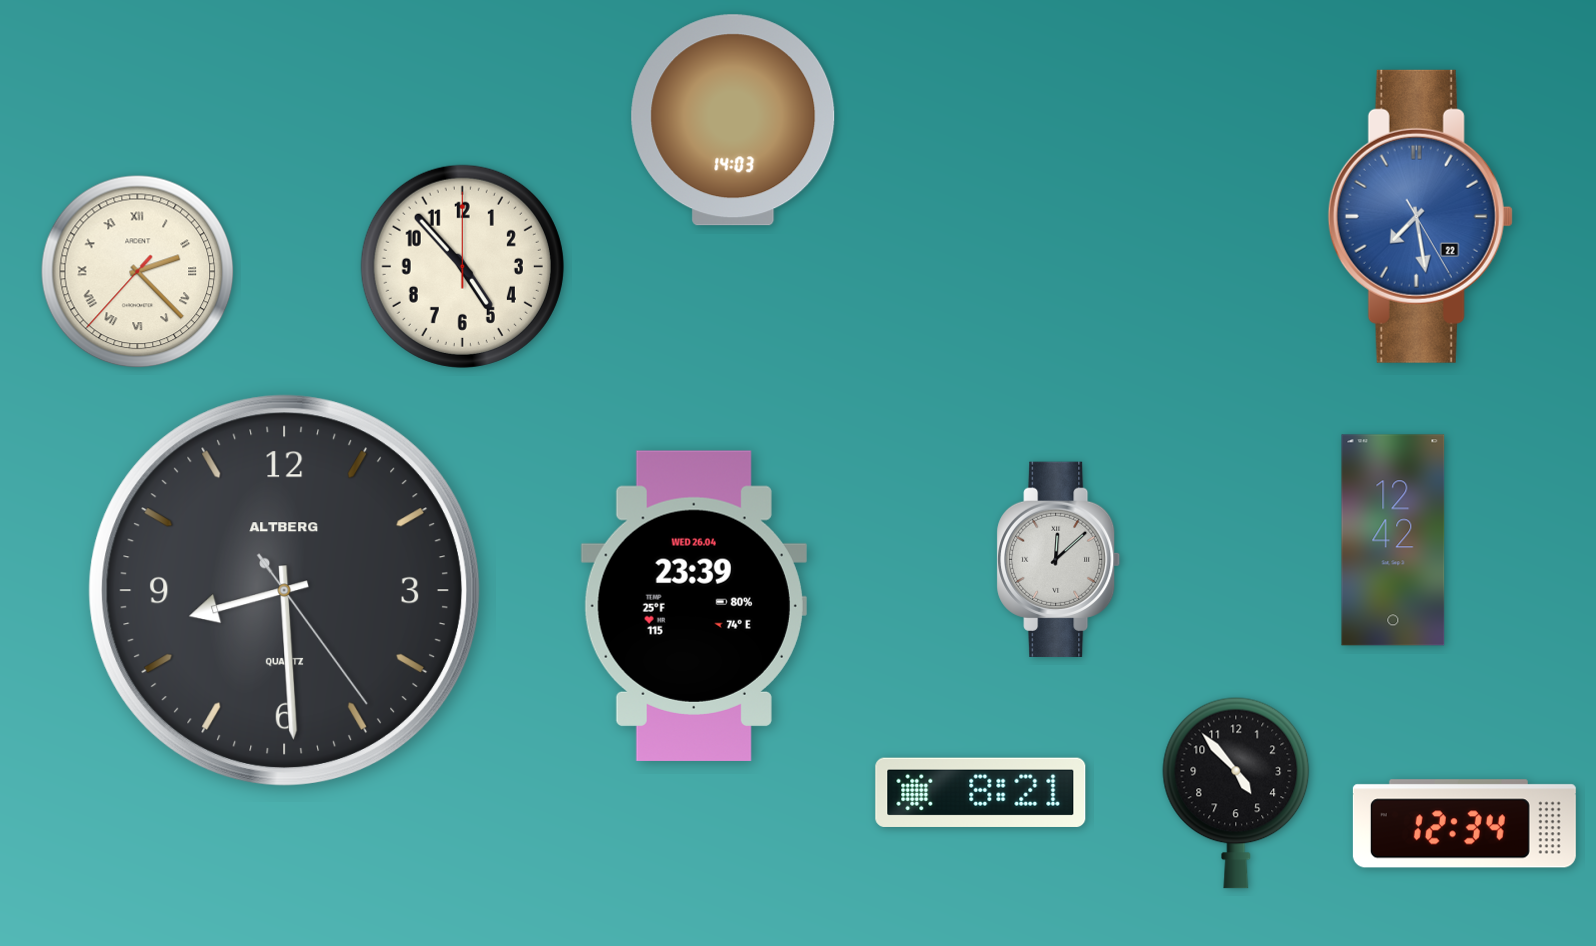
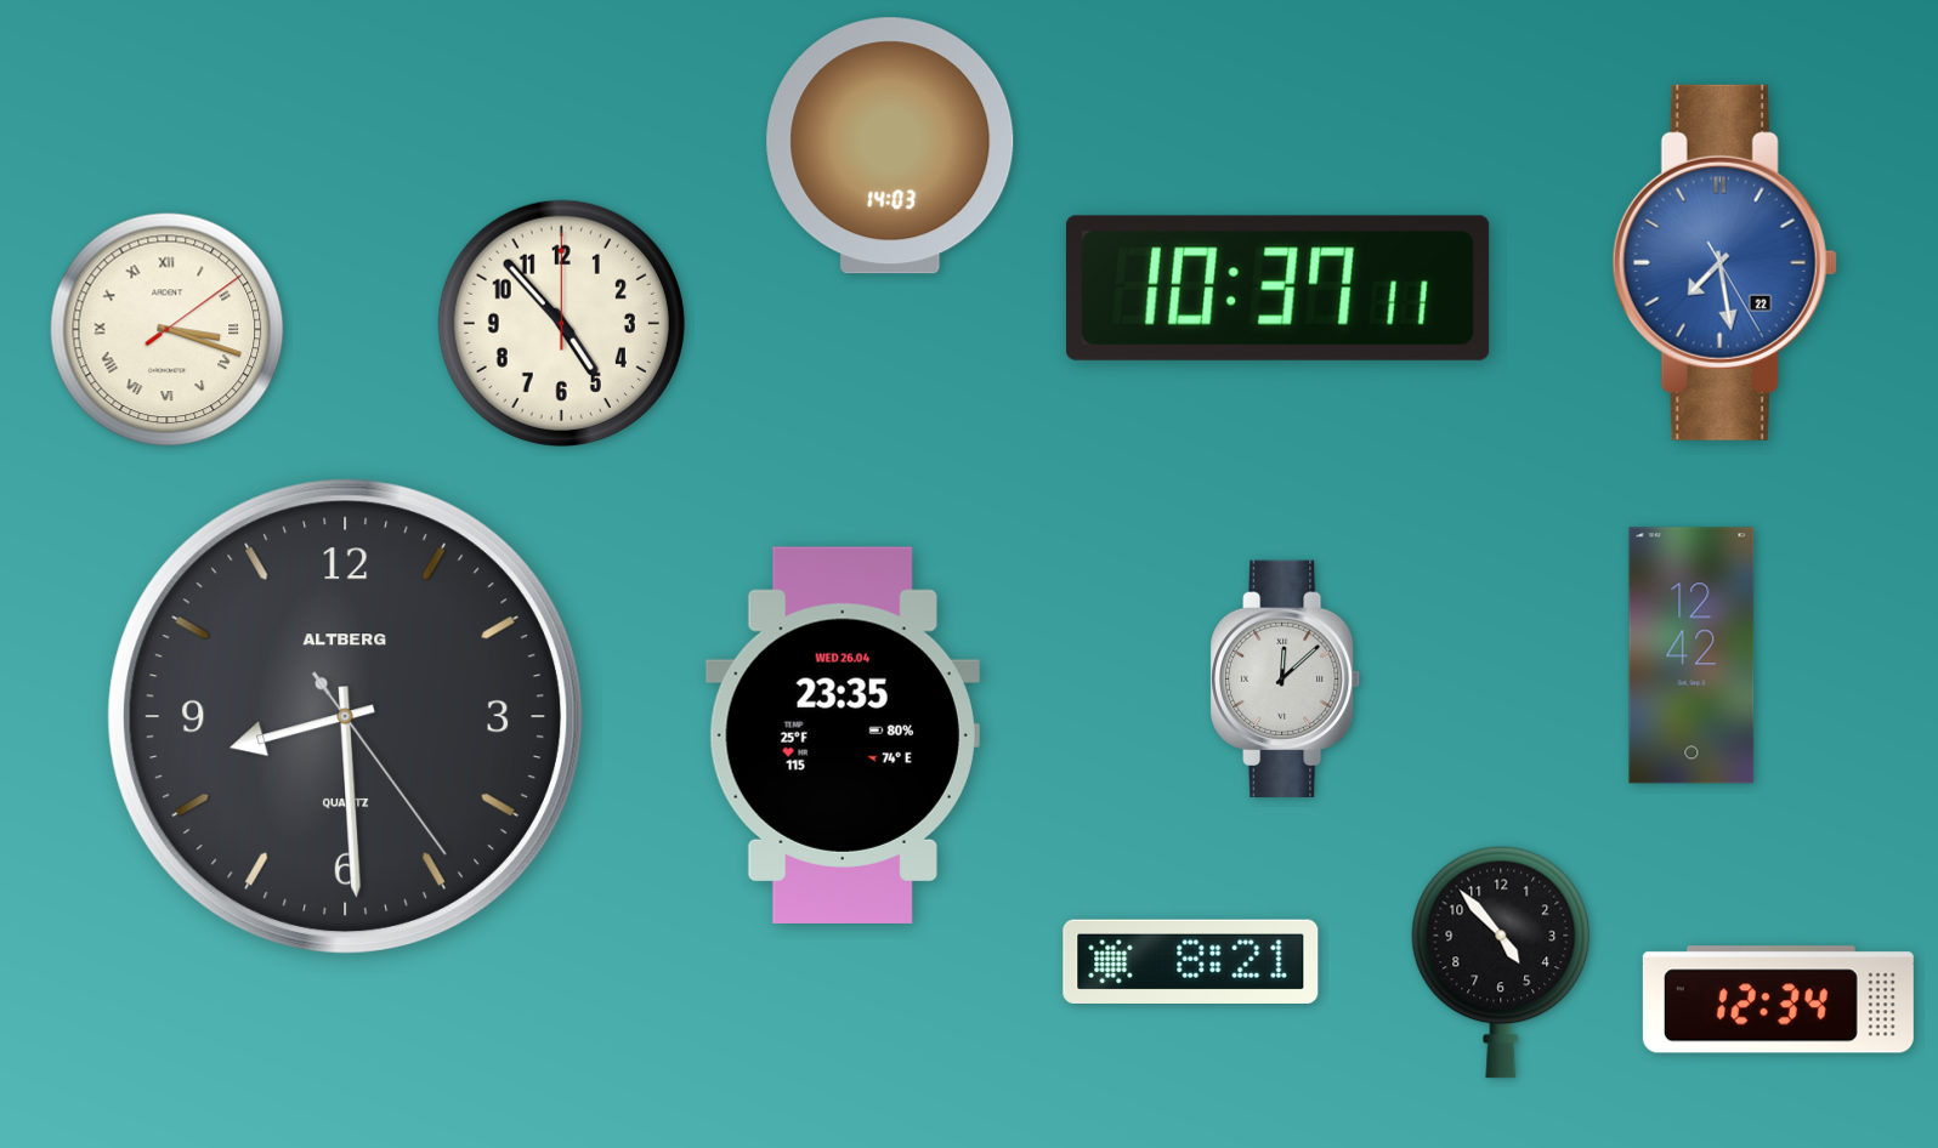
clock at (1277, 288): none -> 10:37
clock at (138, 272): 2:22 -> 3:18
clock at (694, 606): 23:39 -> 23:35
